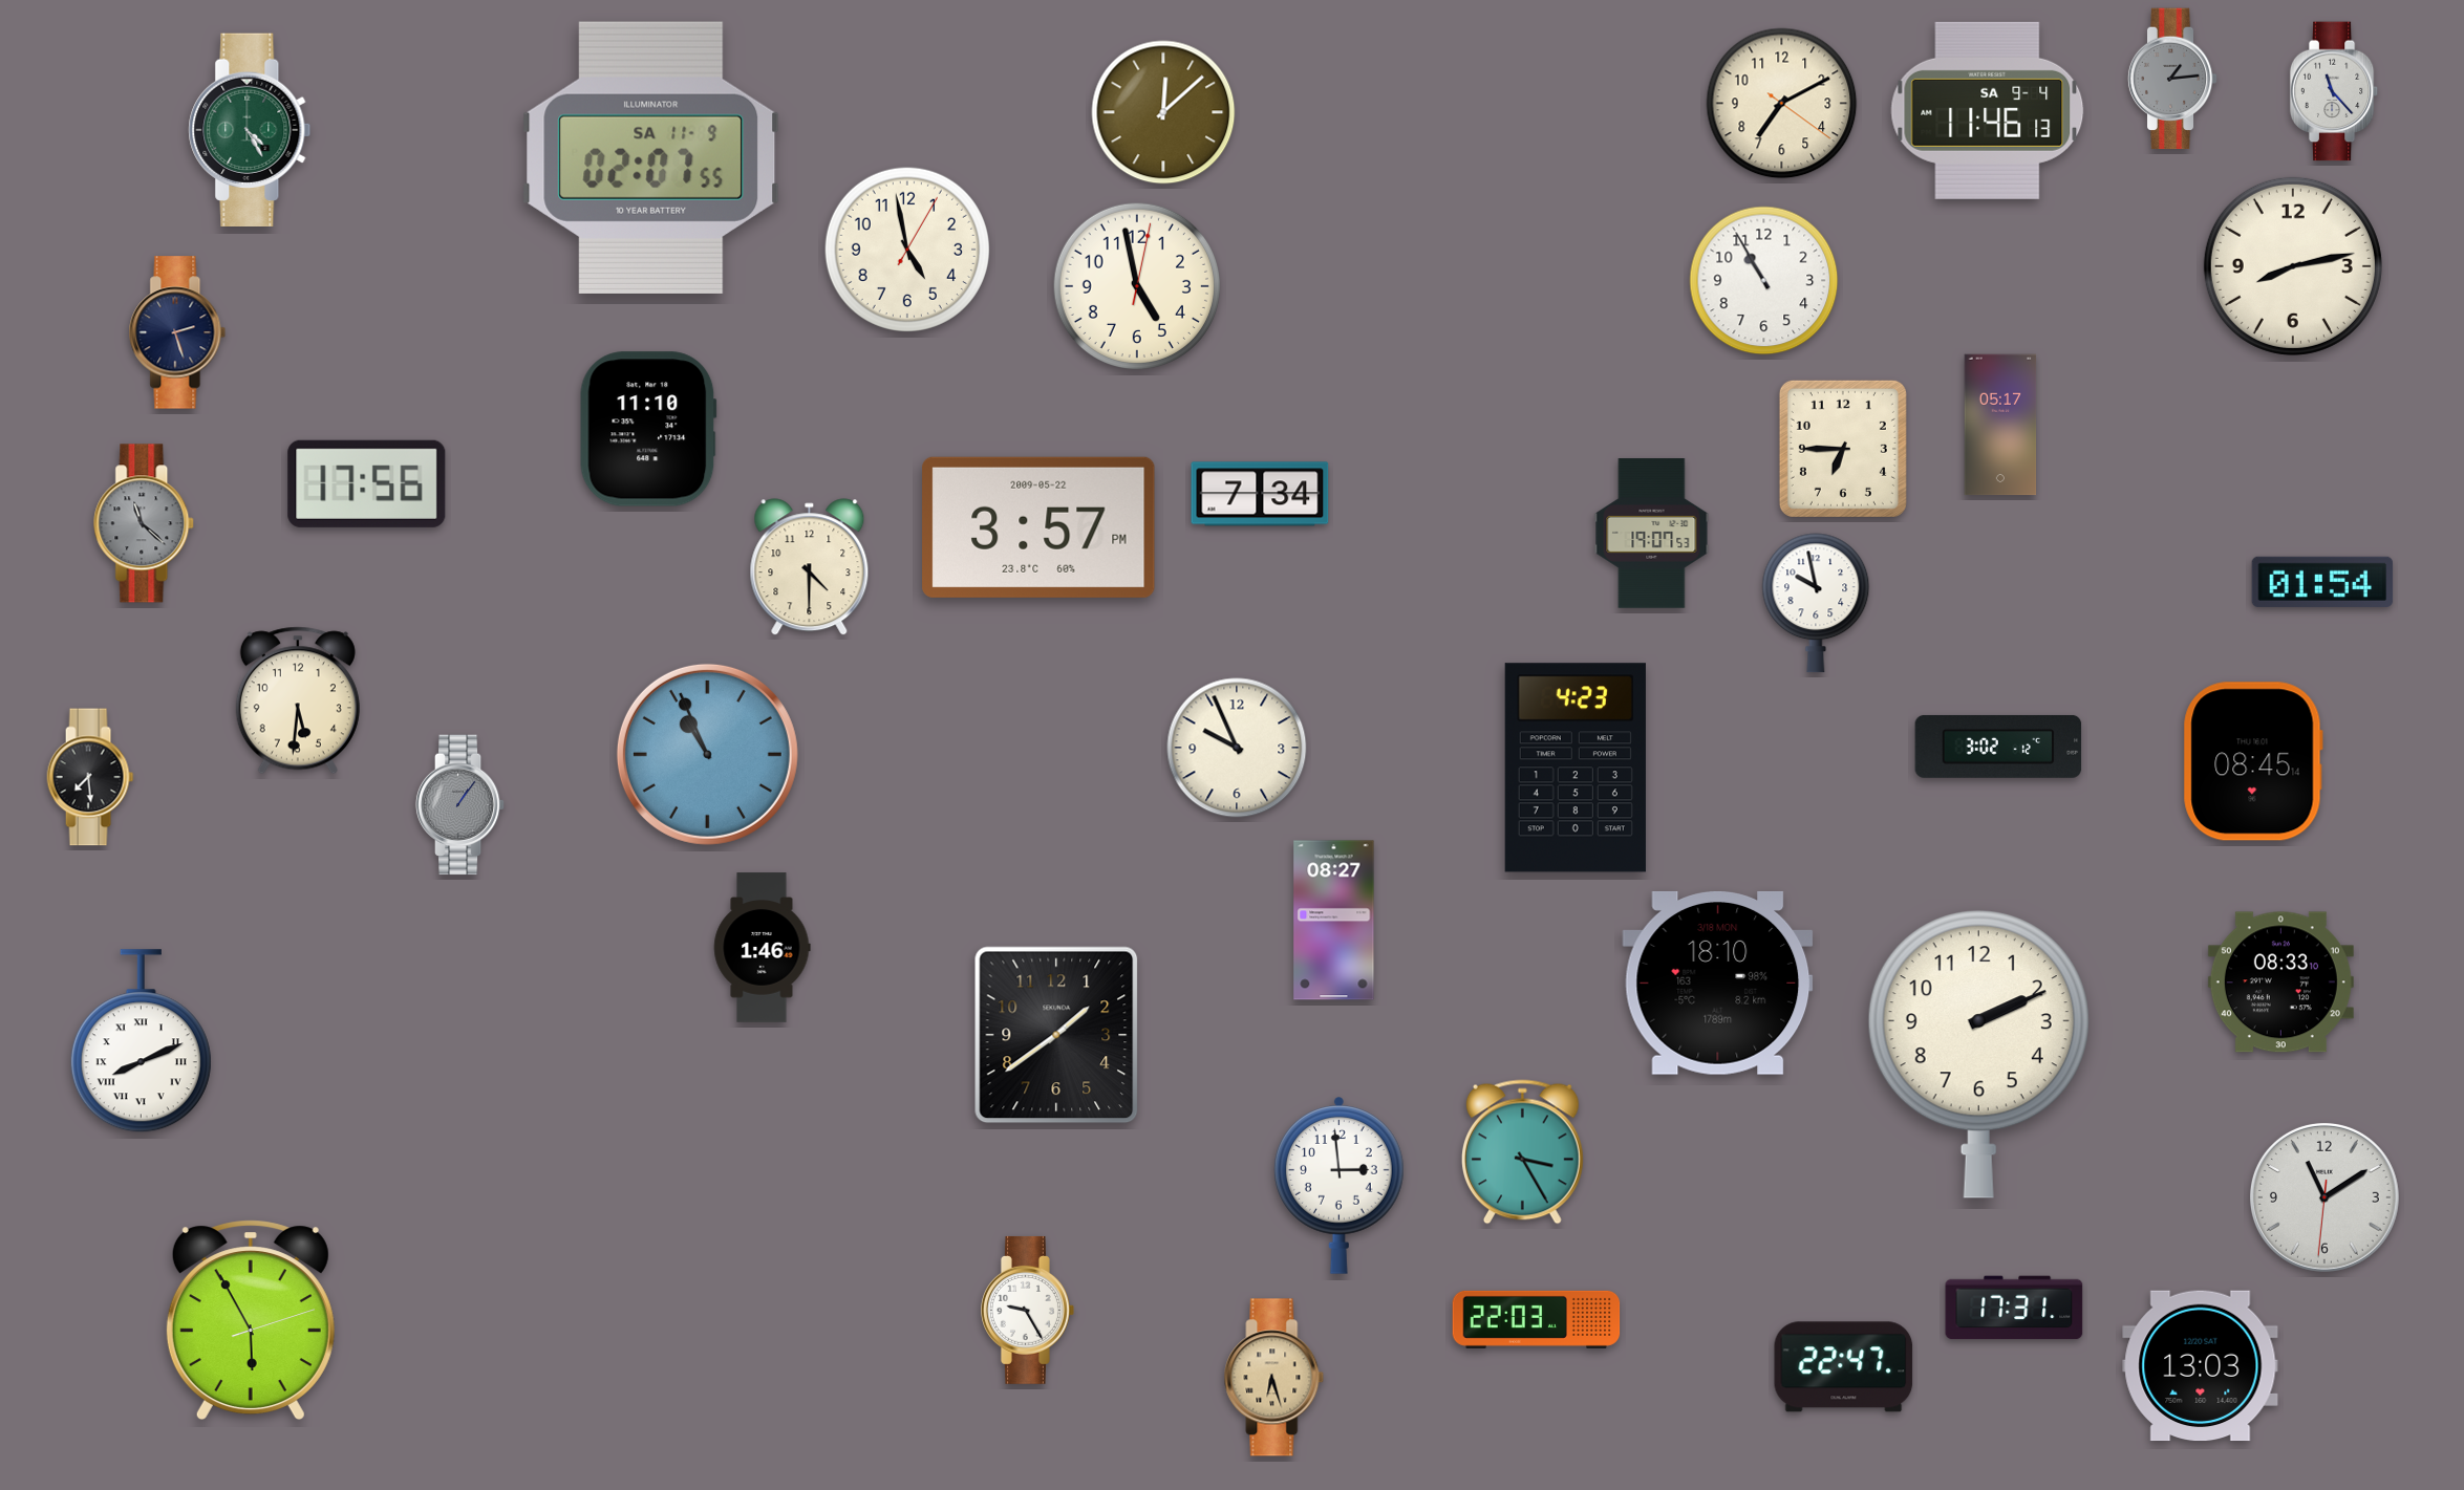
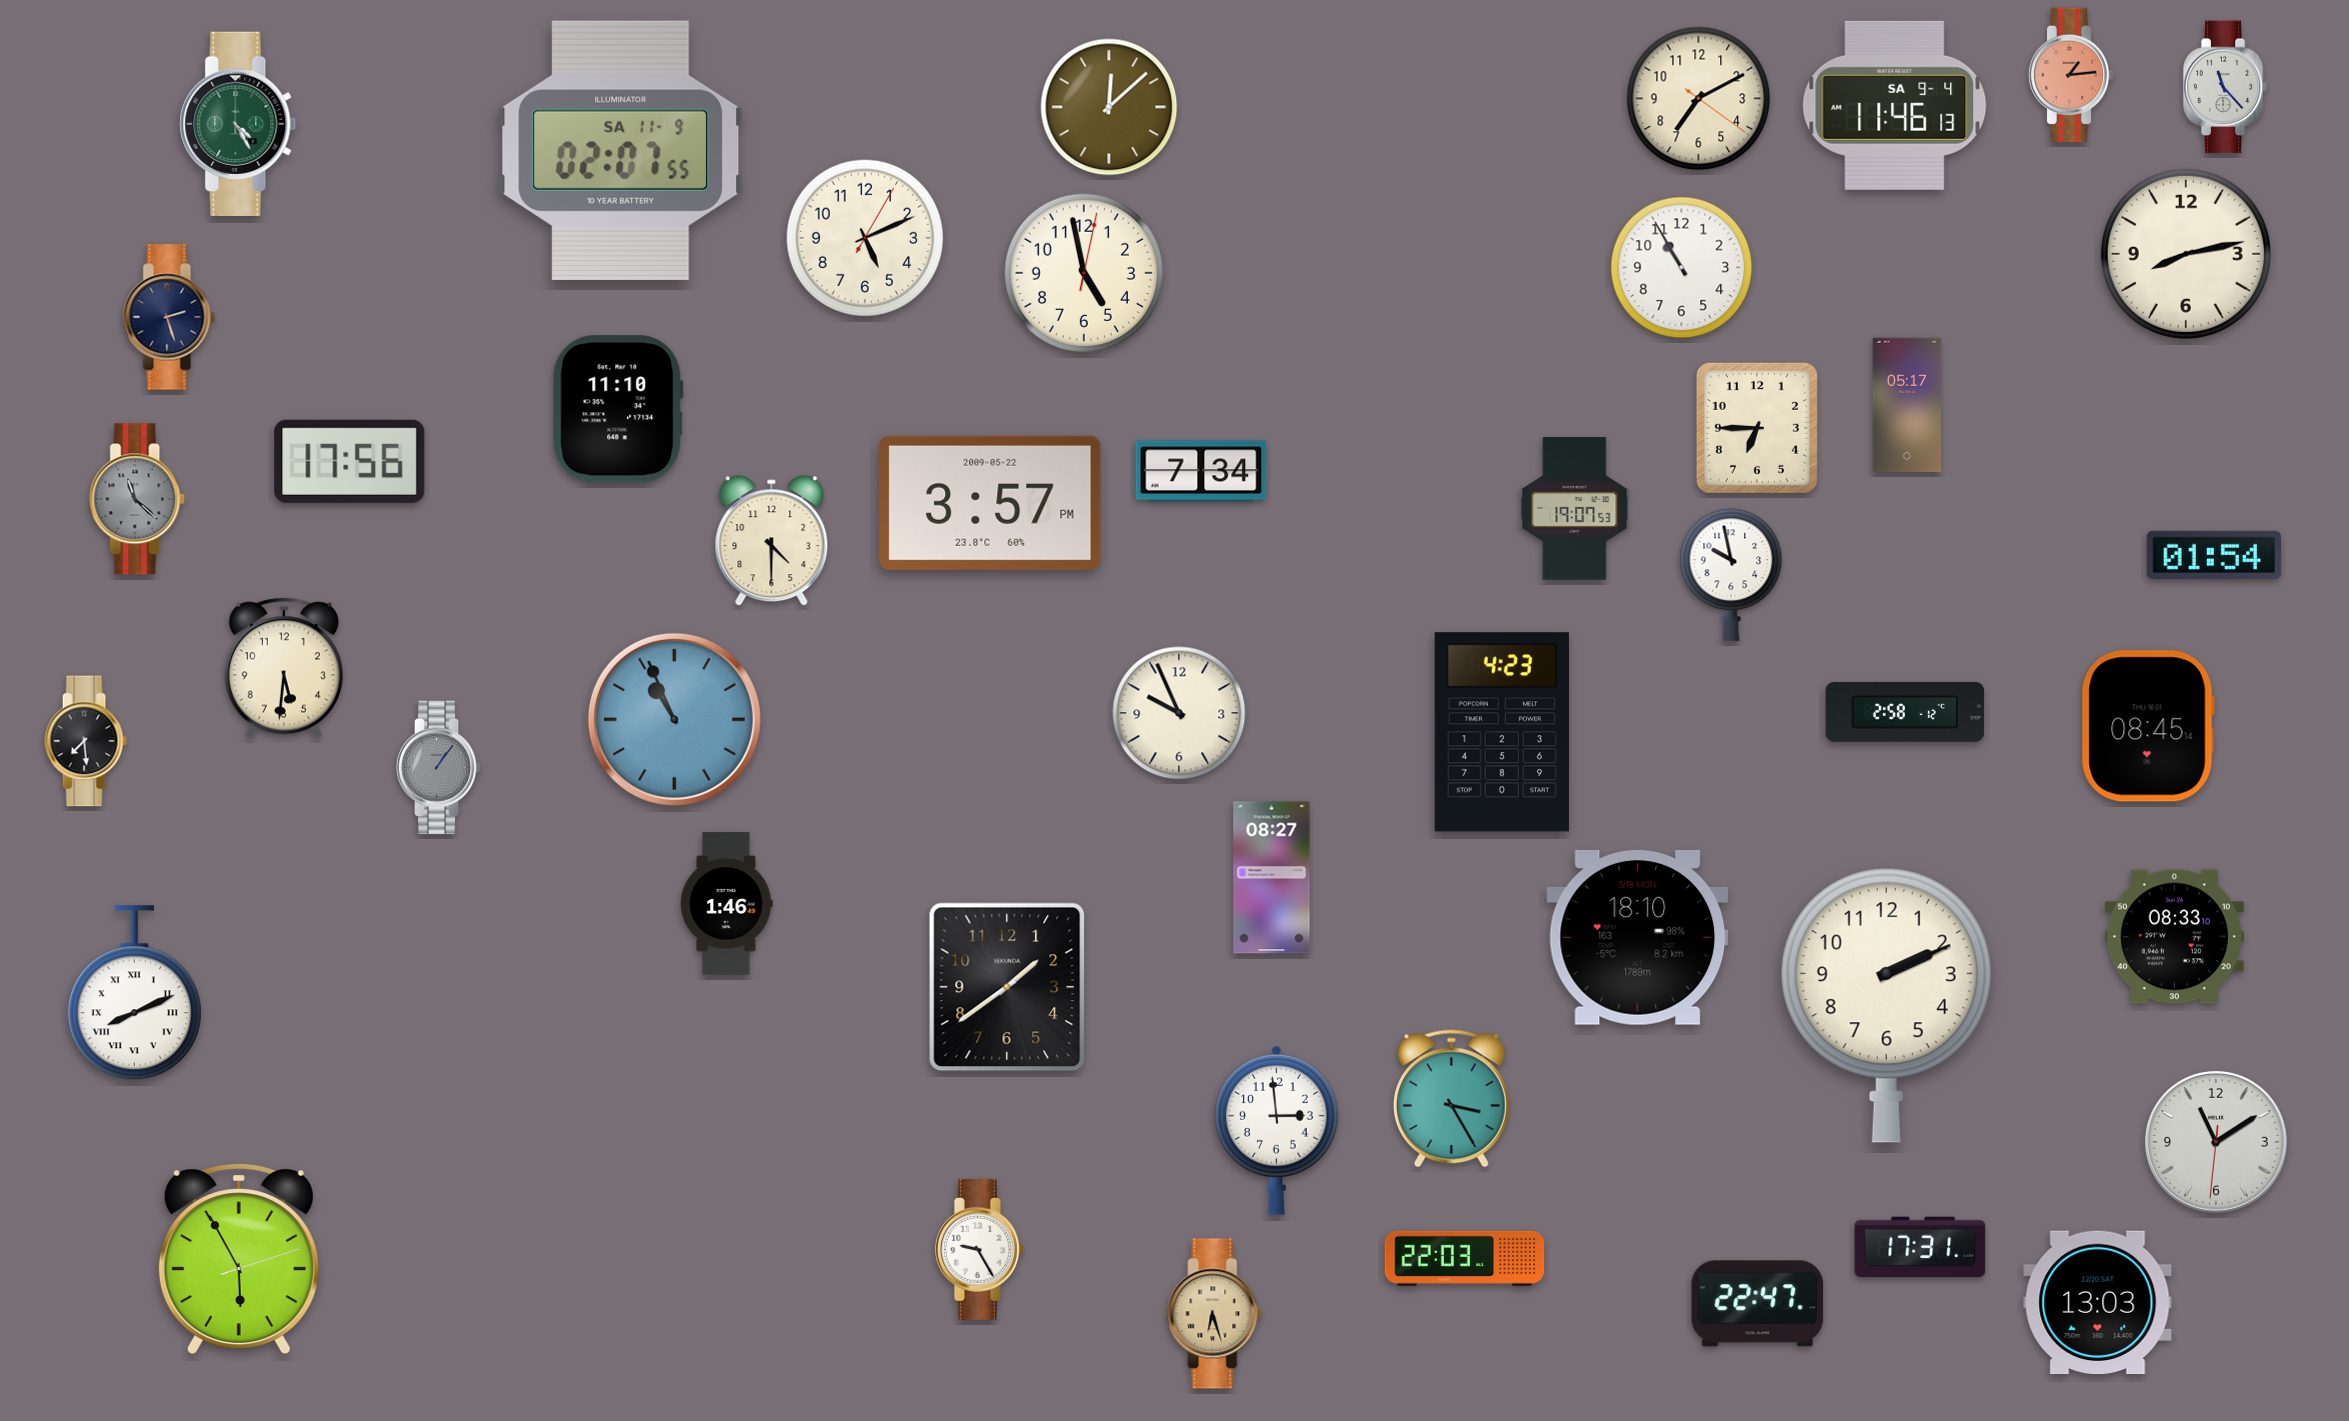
clock at (2172, 79) dial: grey -> salmon
clock at (906, 249): 4:58 -> 5:11
clock at (1998, 747): 3:02 -> 2:58
